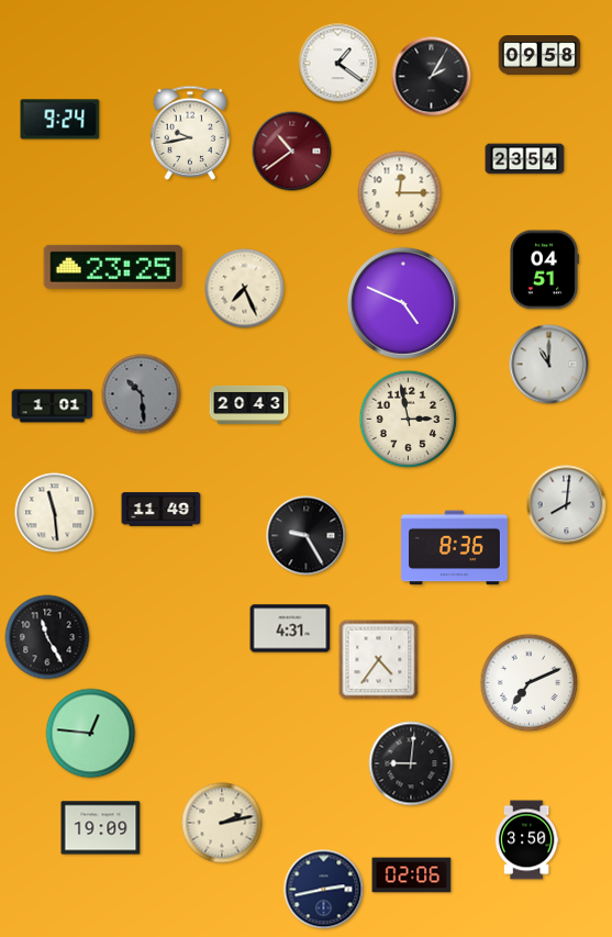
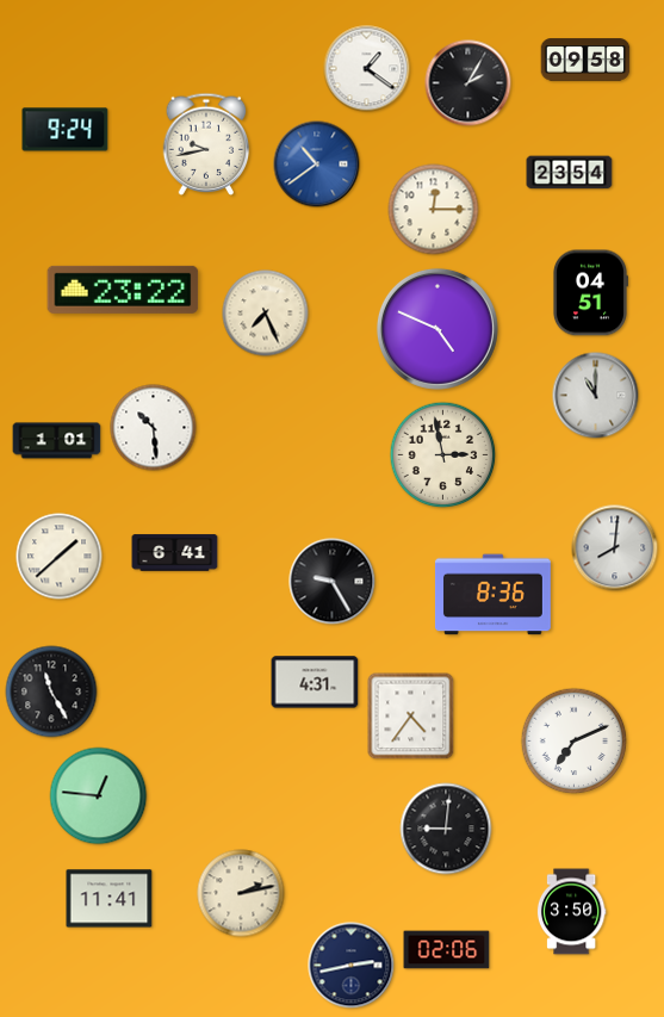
clock at (292, 152) dial: burgundy -> blue
clock at (113, 267): 23:25 -> 23:22
clock at (142, 394) dial: grey -> white
clock at (249, 404): 20:43 -> none
clock at (162, 510): 11:49 -> 6:41
clock at (55, 513): 11:29 -> 1:38
clock at (101, 828): 19:09 -> 11:41
